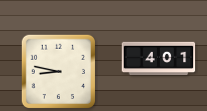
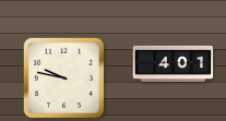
clock at (59, 72): 8:47 -> 9:47
